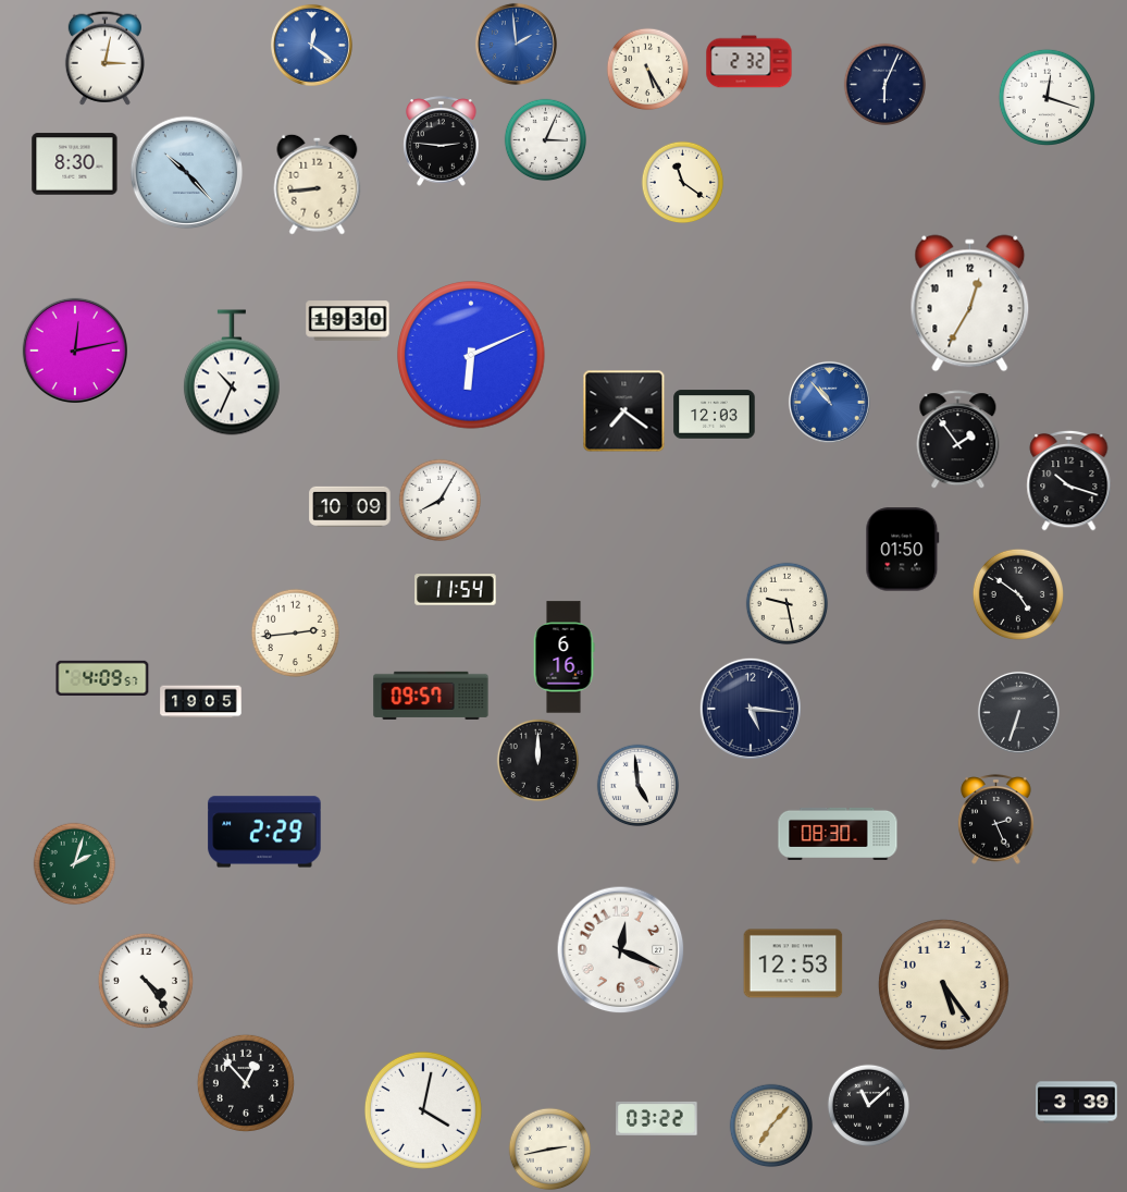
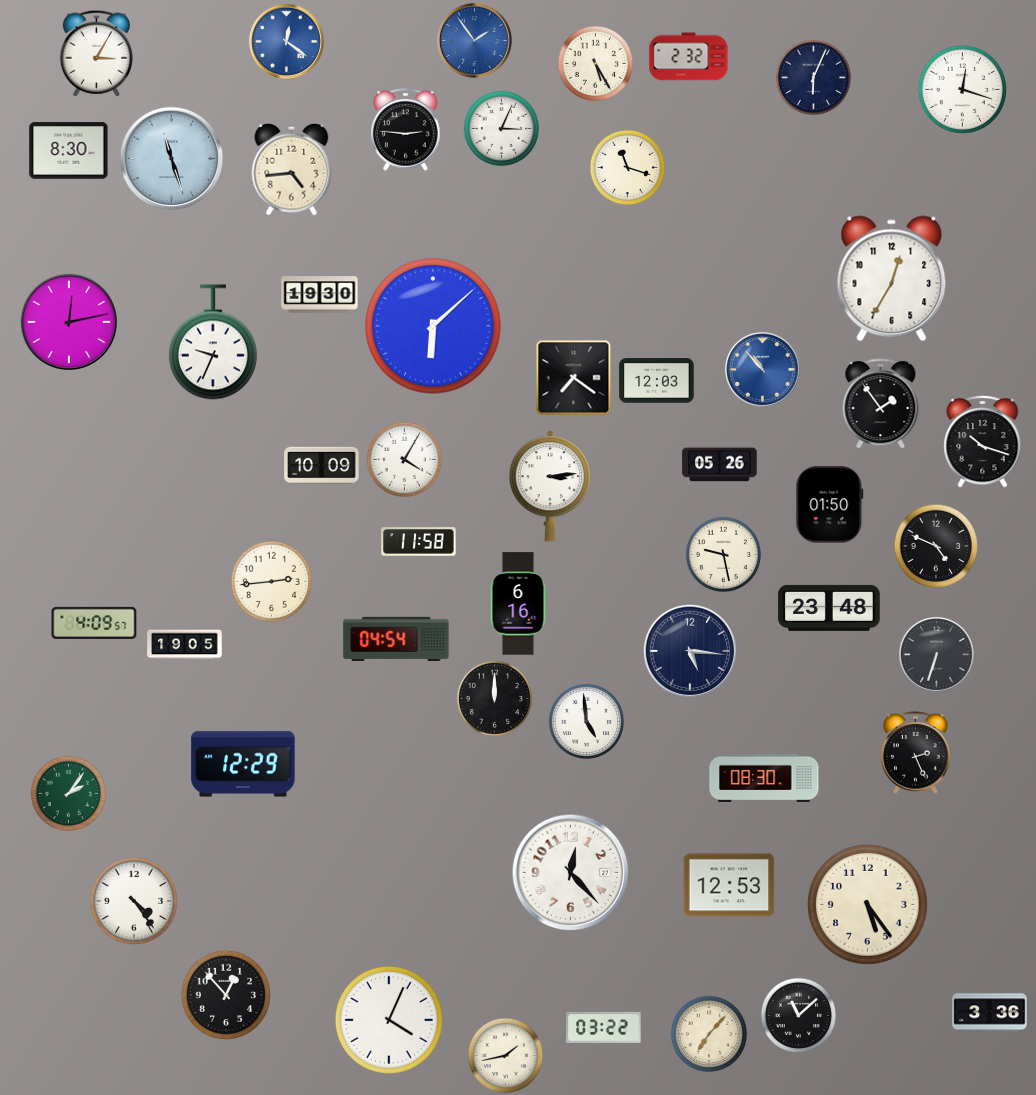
clock at (516, 44): 1:59 -> 1:54
clock at (104, 58): 3:02 -> 3:05
clock at (187, 173): 10:23 -> 11:27
clock at (683, 183): 11:21 -> 11:18
clock at (318, 184): 8:44 -> 4:44
clock at (471, 355): 6:11 -> 6:08
clock at (232, 372): 10:34 -> 9:34
clock at (441, 501): 8:05 -> 4:05
clock at (720, 465): none -> 05:26
clock at (549, 486): none -> 3:14
clock at (456, 590): 11:54 -> 11:58
clock at (1017, 593): 4:51 -> 4:49
clock at (829, 608): none -> 23:48
clock at (431, 696): 09:57 -> 04:54
clock at (264, 832): 2:29 -> 12:29
clock at (838, 834) position: (838, 834) -> (764, 778)
clock at (75, 864): 2:03 -> 2:06
clock at (621, 950): 12:19 -> 12:23
clock at (1077, 1103): 3:39 -> 3:36
clock at (423, 1110): 4:02 -> 4:04
clock at (550, 1150): 2:43 -> 1:43
